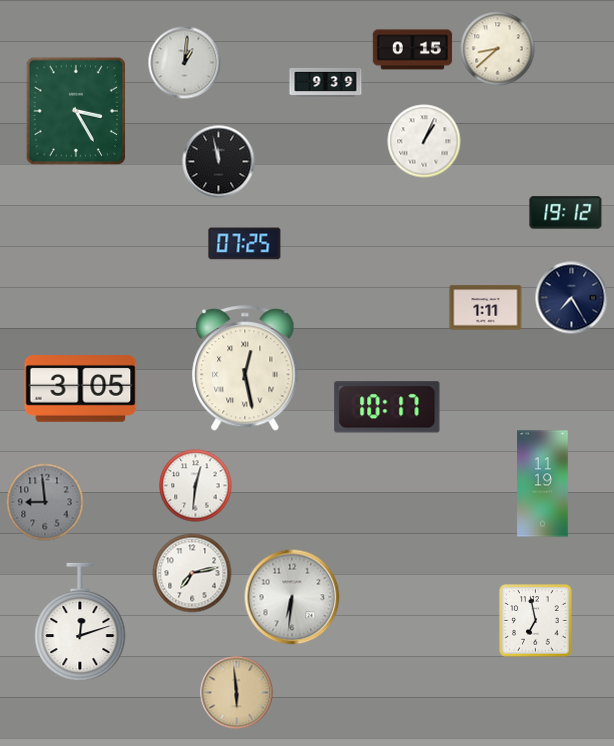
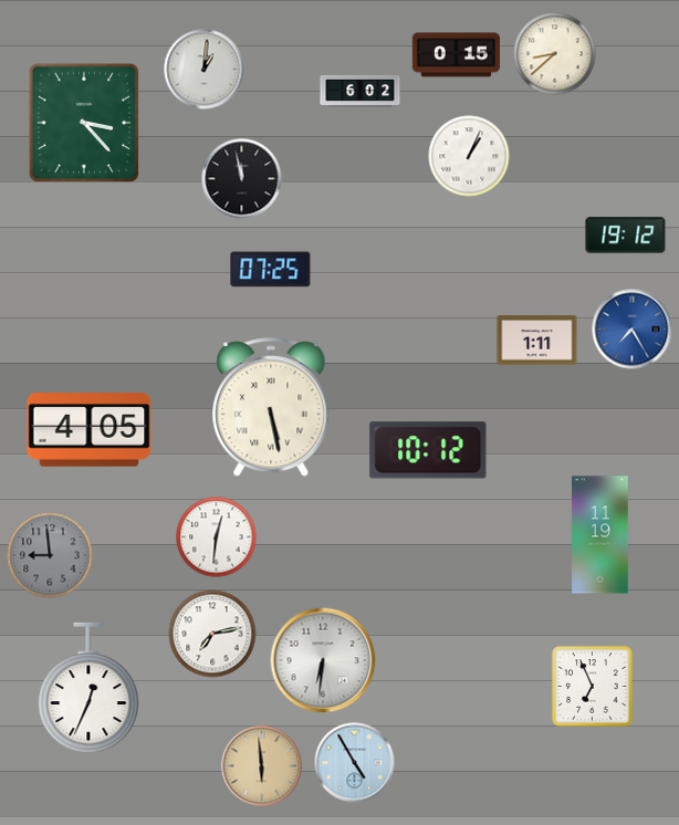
clock at (498, 49) position: (498, 49) -> (555, 54)
clock at (326, 82): 9:39 -> 6:02
clock at (76, 111): 3:25 -> 3:23
clock at (572, 298) dial: navy -> blue
clock at (245, 369): 12:28 -> 5:28
clock at (81, 389): 3:05 -> 4:05
clock at (387, 407): 10:17 -> 10:12
clock at (536, 621): 6:58 -> 6:56
clock at (80, 622): 12:12 -> 12:34
clock at (355, 763): none -> 4:55
